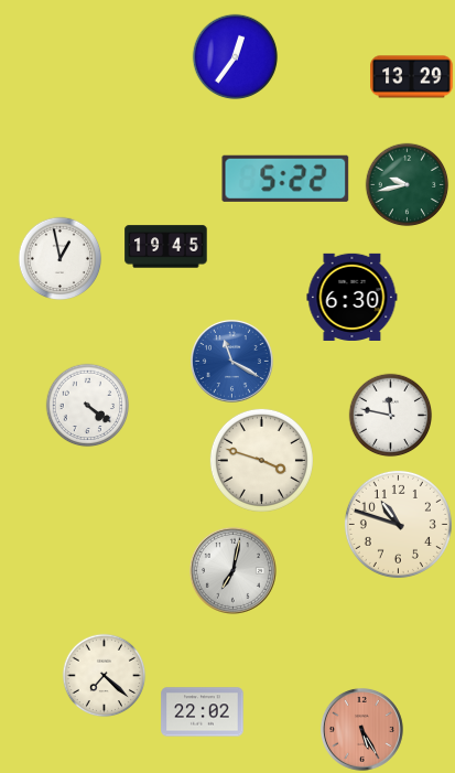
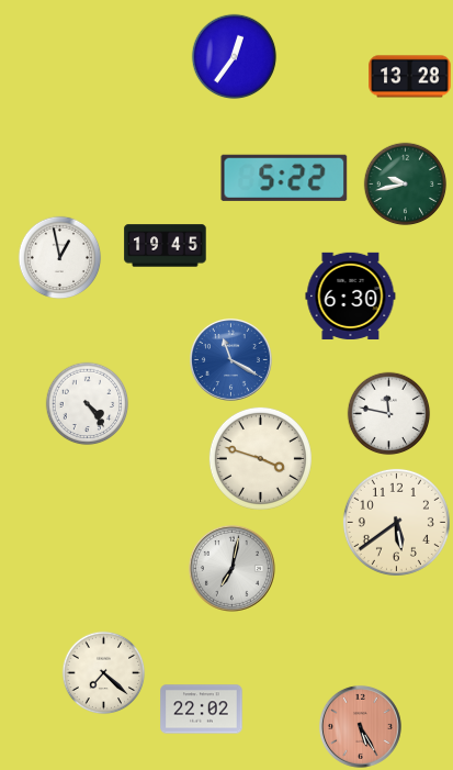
clock at (412, 77): 13:29 -> 13:28
clock at (88, 406): 4:21 -> 4:24
clock at (398, 524): 10:48 -> 5:39
